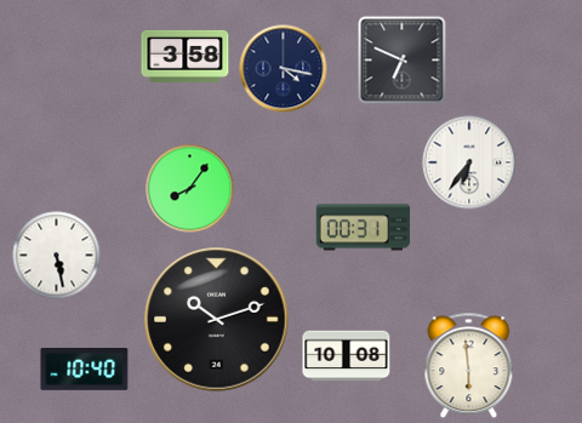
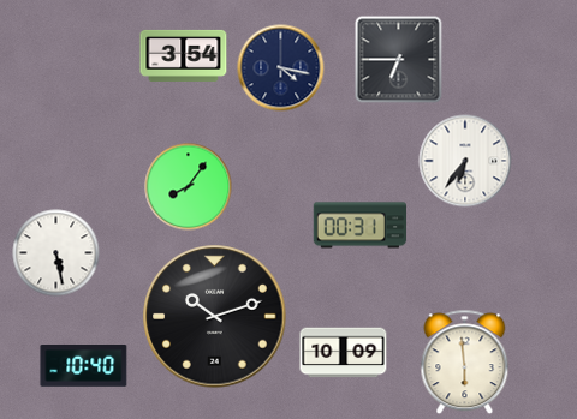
clock at (186, 56): 3:58 -> 3:54
clock at (403, 61): 6:49 -> 6:45
clock at (347, 356): 10:08 -> 10:09
